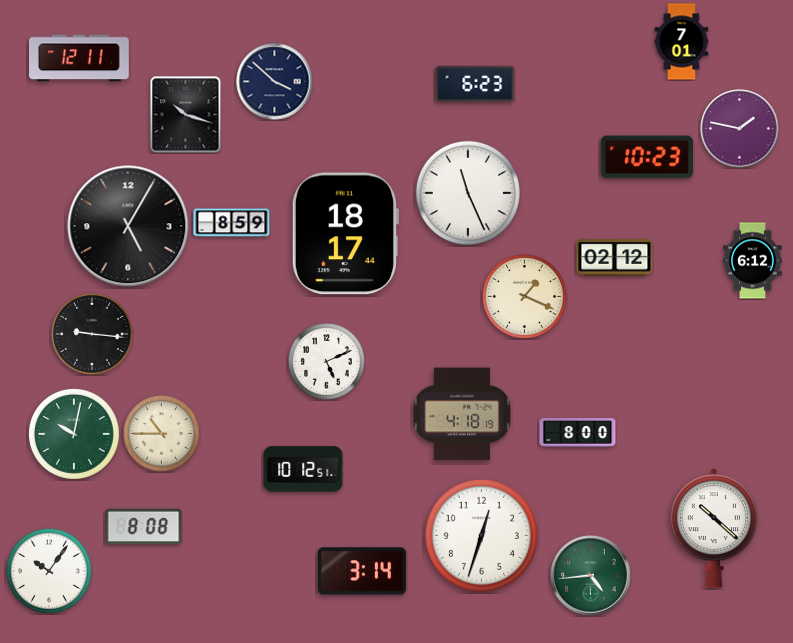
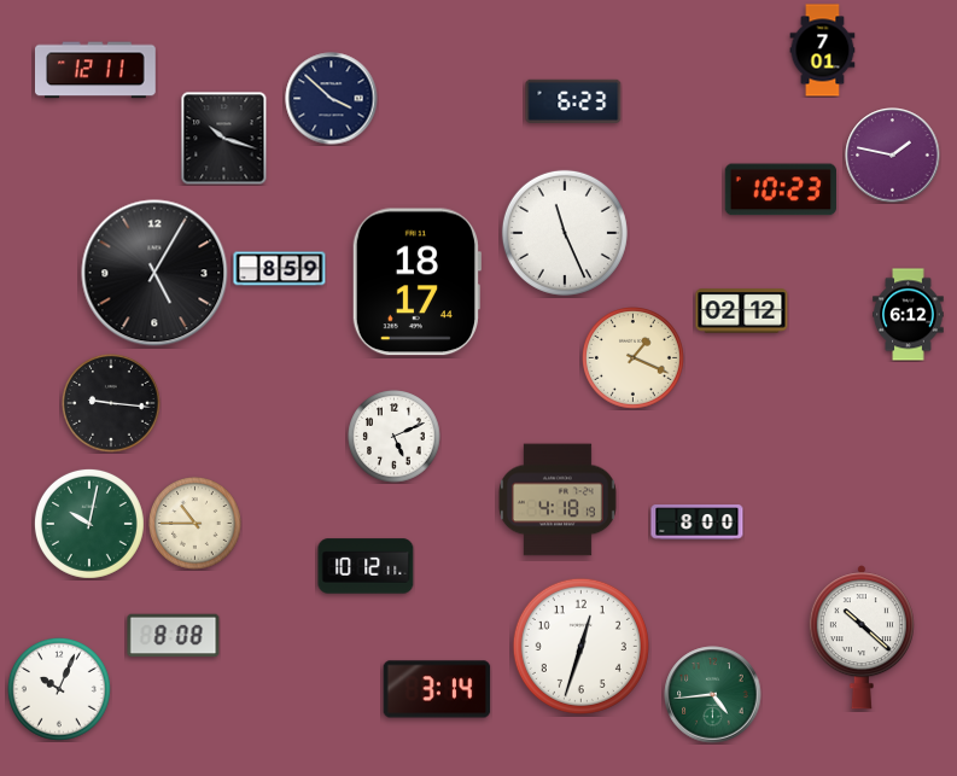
clock at (303, 469): 10:12:51 -> 10:12:11
clock at (49, 571): 10:06 -> 10:04
